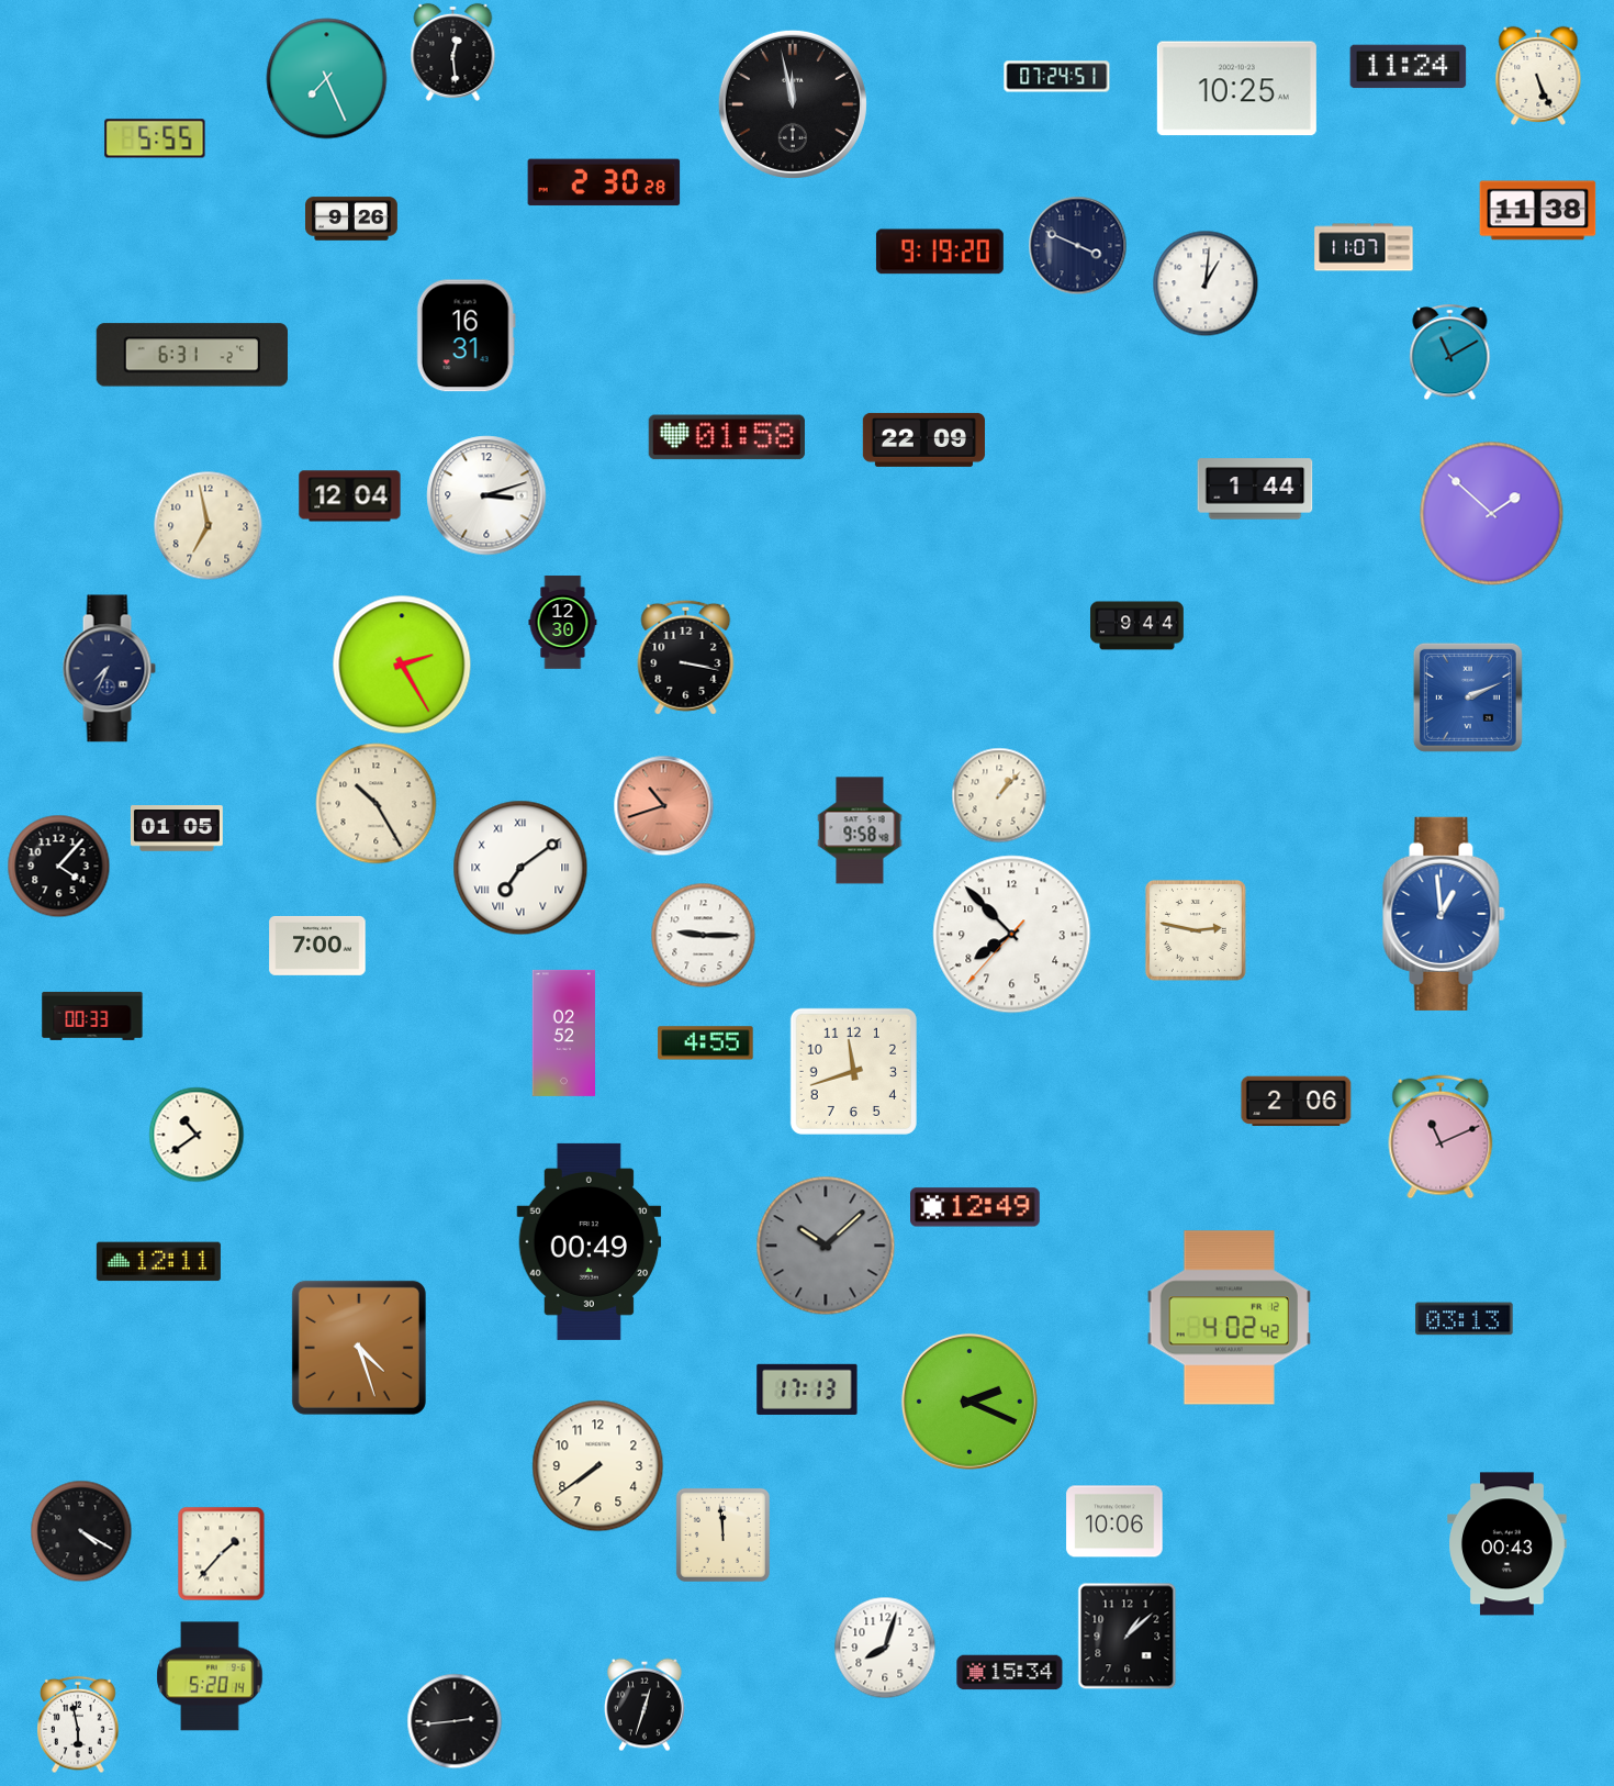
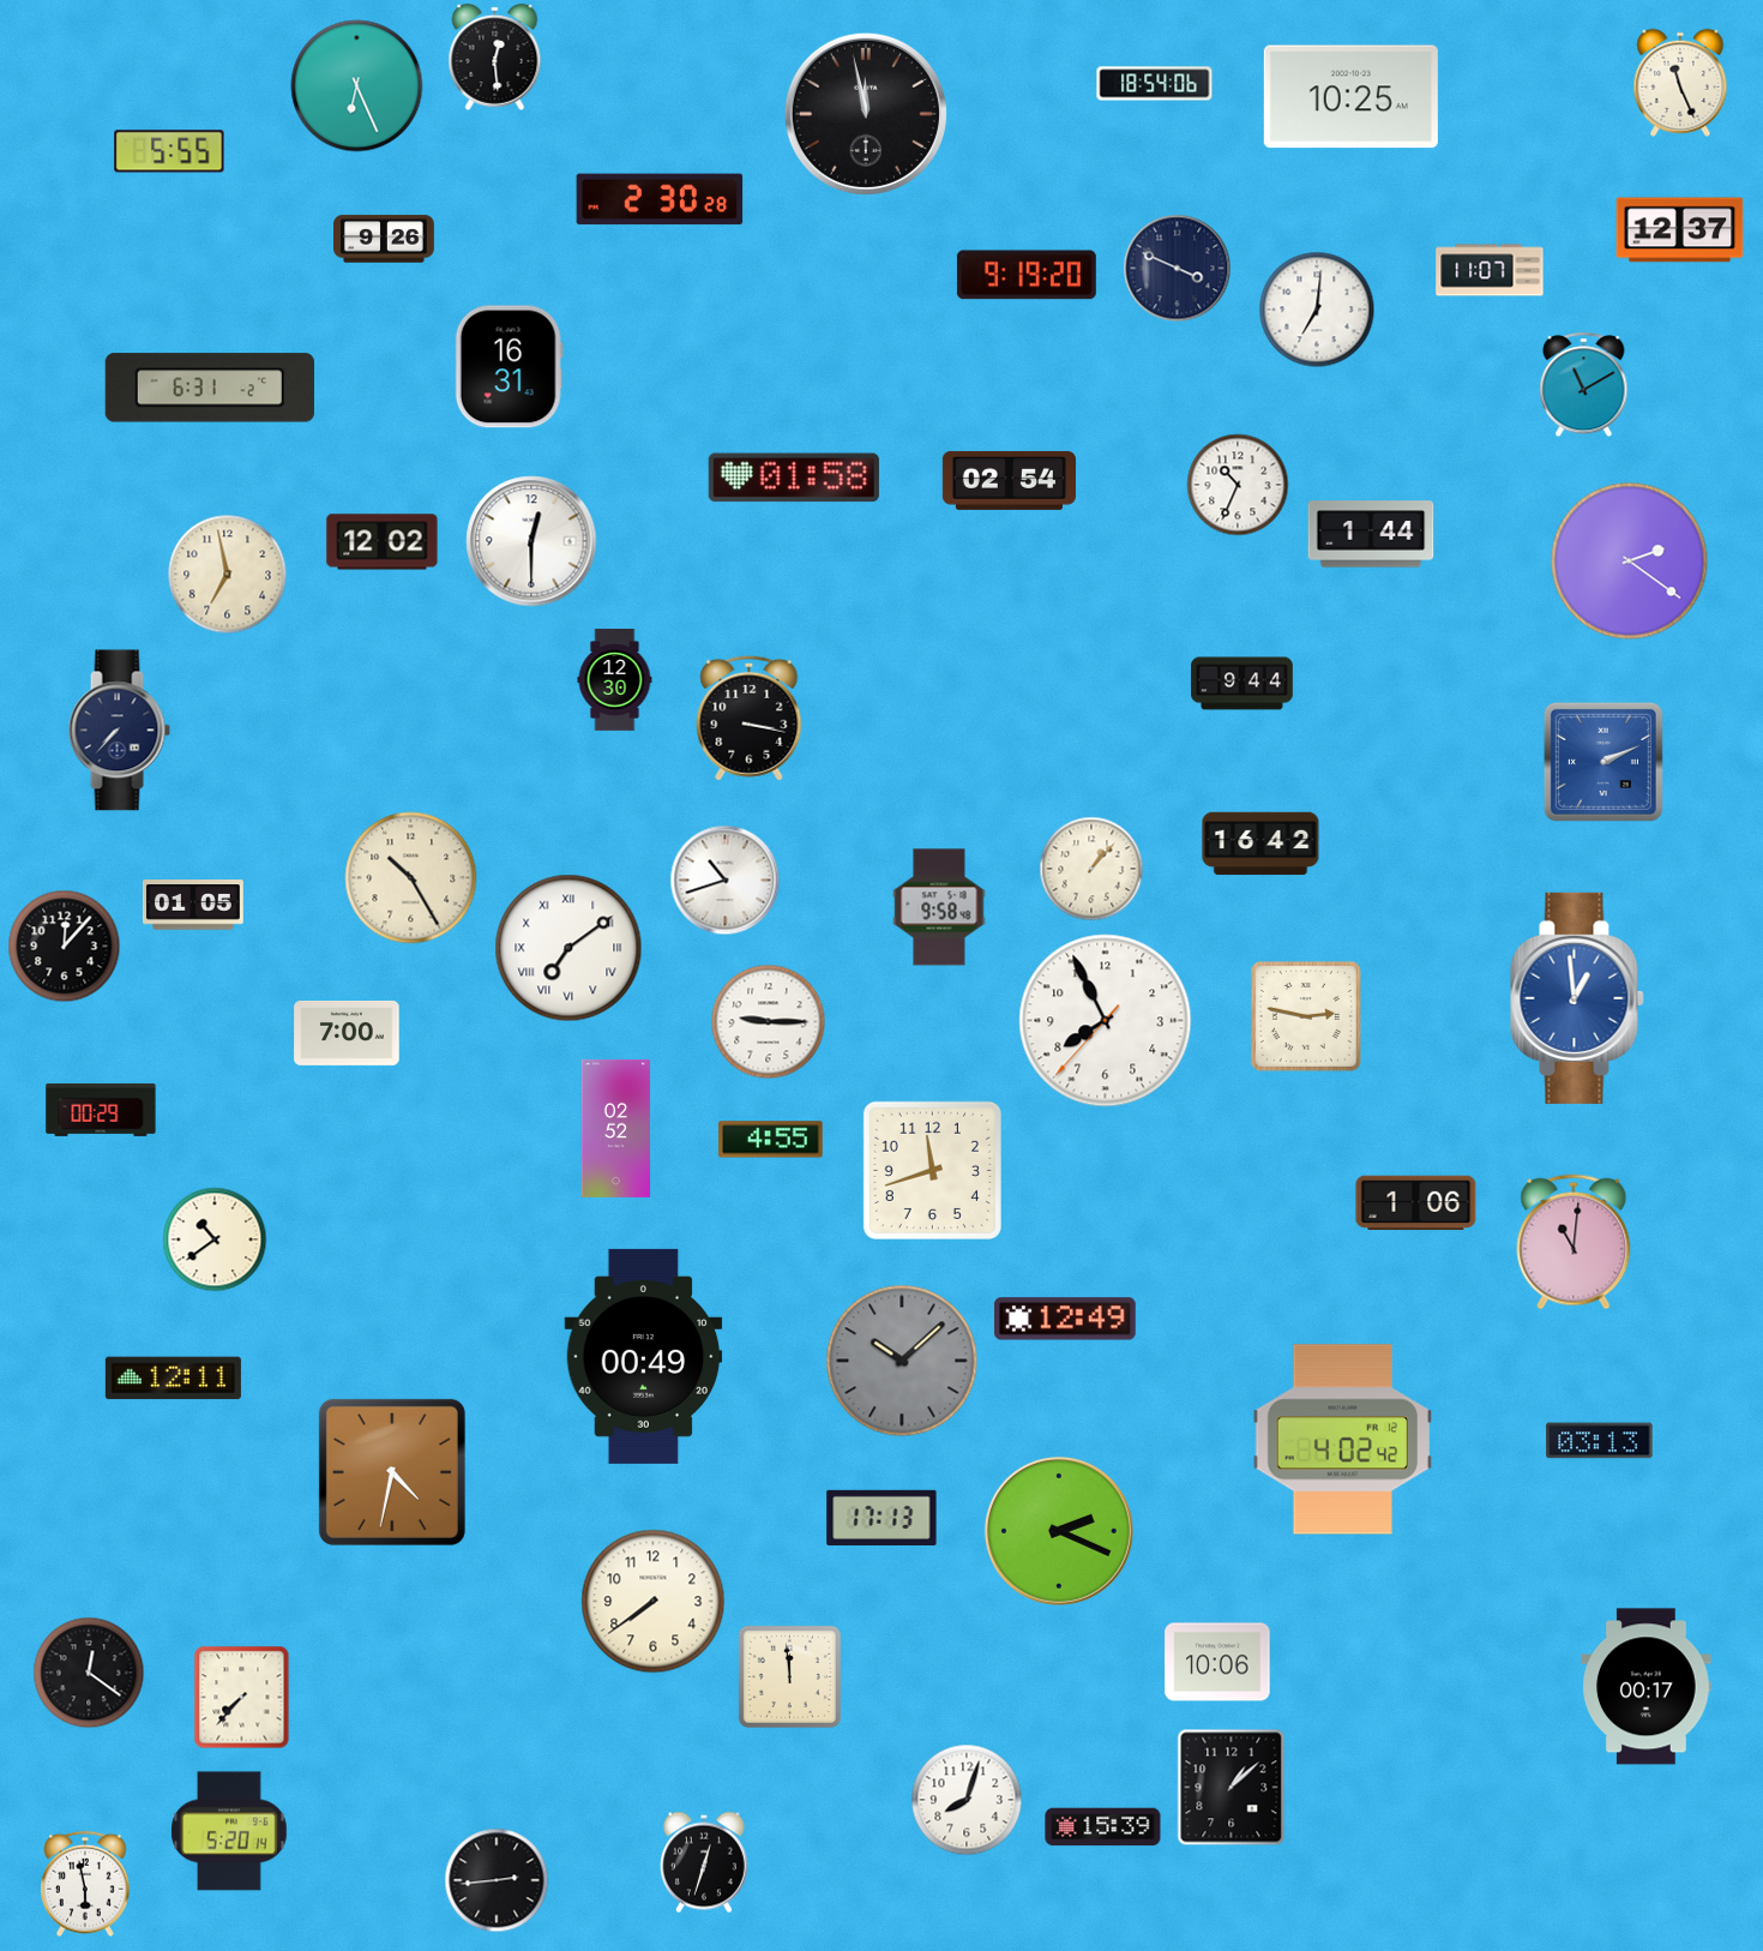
clock at (1409, 67): 11:24 -> none
clock at (1538, 76): 5:26 -> 11:26
clock at (1057, 77): 07:24 -> 18:54
clock at (327, 79): 7:26 -> 6:26
clock at (1538, 211): 11:38 -> 12:37
clock at (1206, 283): 1:01 -> 7:01
clock at (923, 439): 22:09 -> 02:54
clock at (1238, 485): none -> 10:34
clock at (486, 495): 3:12 -> 12:30
clock at (350, 496): 12:04 -> 12:02
clock at (1492, 514): 1:52 -> 2:21
clock at (402, 665): 2:25 -> none
clock at (109, 669): 7:34 -> 7:37
clock at (1260, 844): none -> 16:42
clock at (664, 806) dial: salmon -> white
clock at (59, 867): 4:07 -> 12:07
clock at (1012, 935): 7:52 -> 7:55
clock at (92, 1016): 00:33 -> 00:29
clock at (1297, 1102): 2:06 -> 1:06
clock at (1441, 1137): 11:11 -> 11:01
clock at (359, 1348): 4:27 -> 4:32
clock at (81, 1531): 4:20 -> 12:21
clock at (1507, 1544): 00:43 -> 00:17
clock at (222, 1554): 1:37 -> 7:37
clock at (1010, 1673): 15:34 -> 15:39
